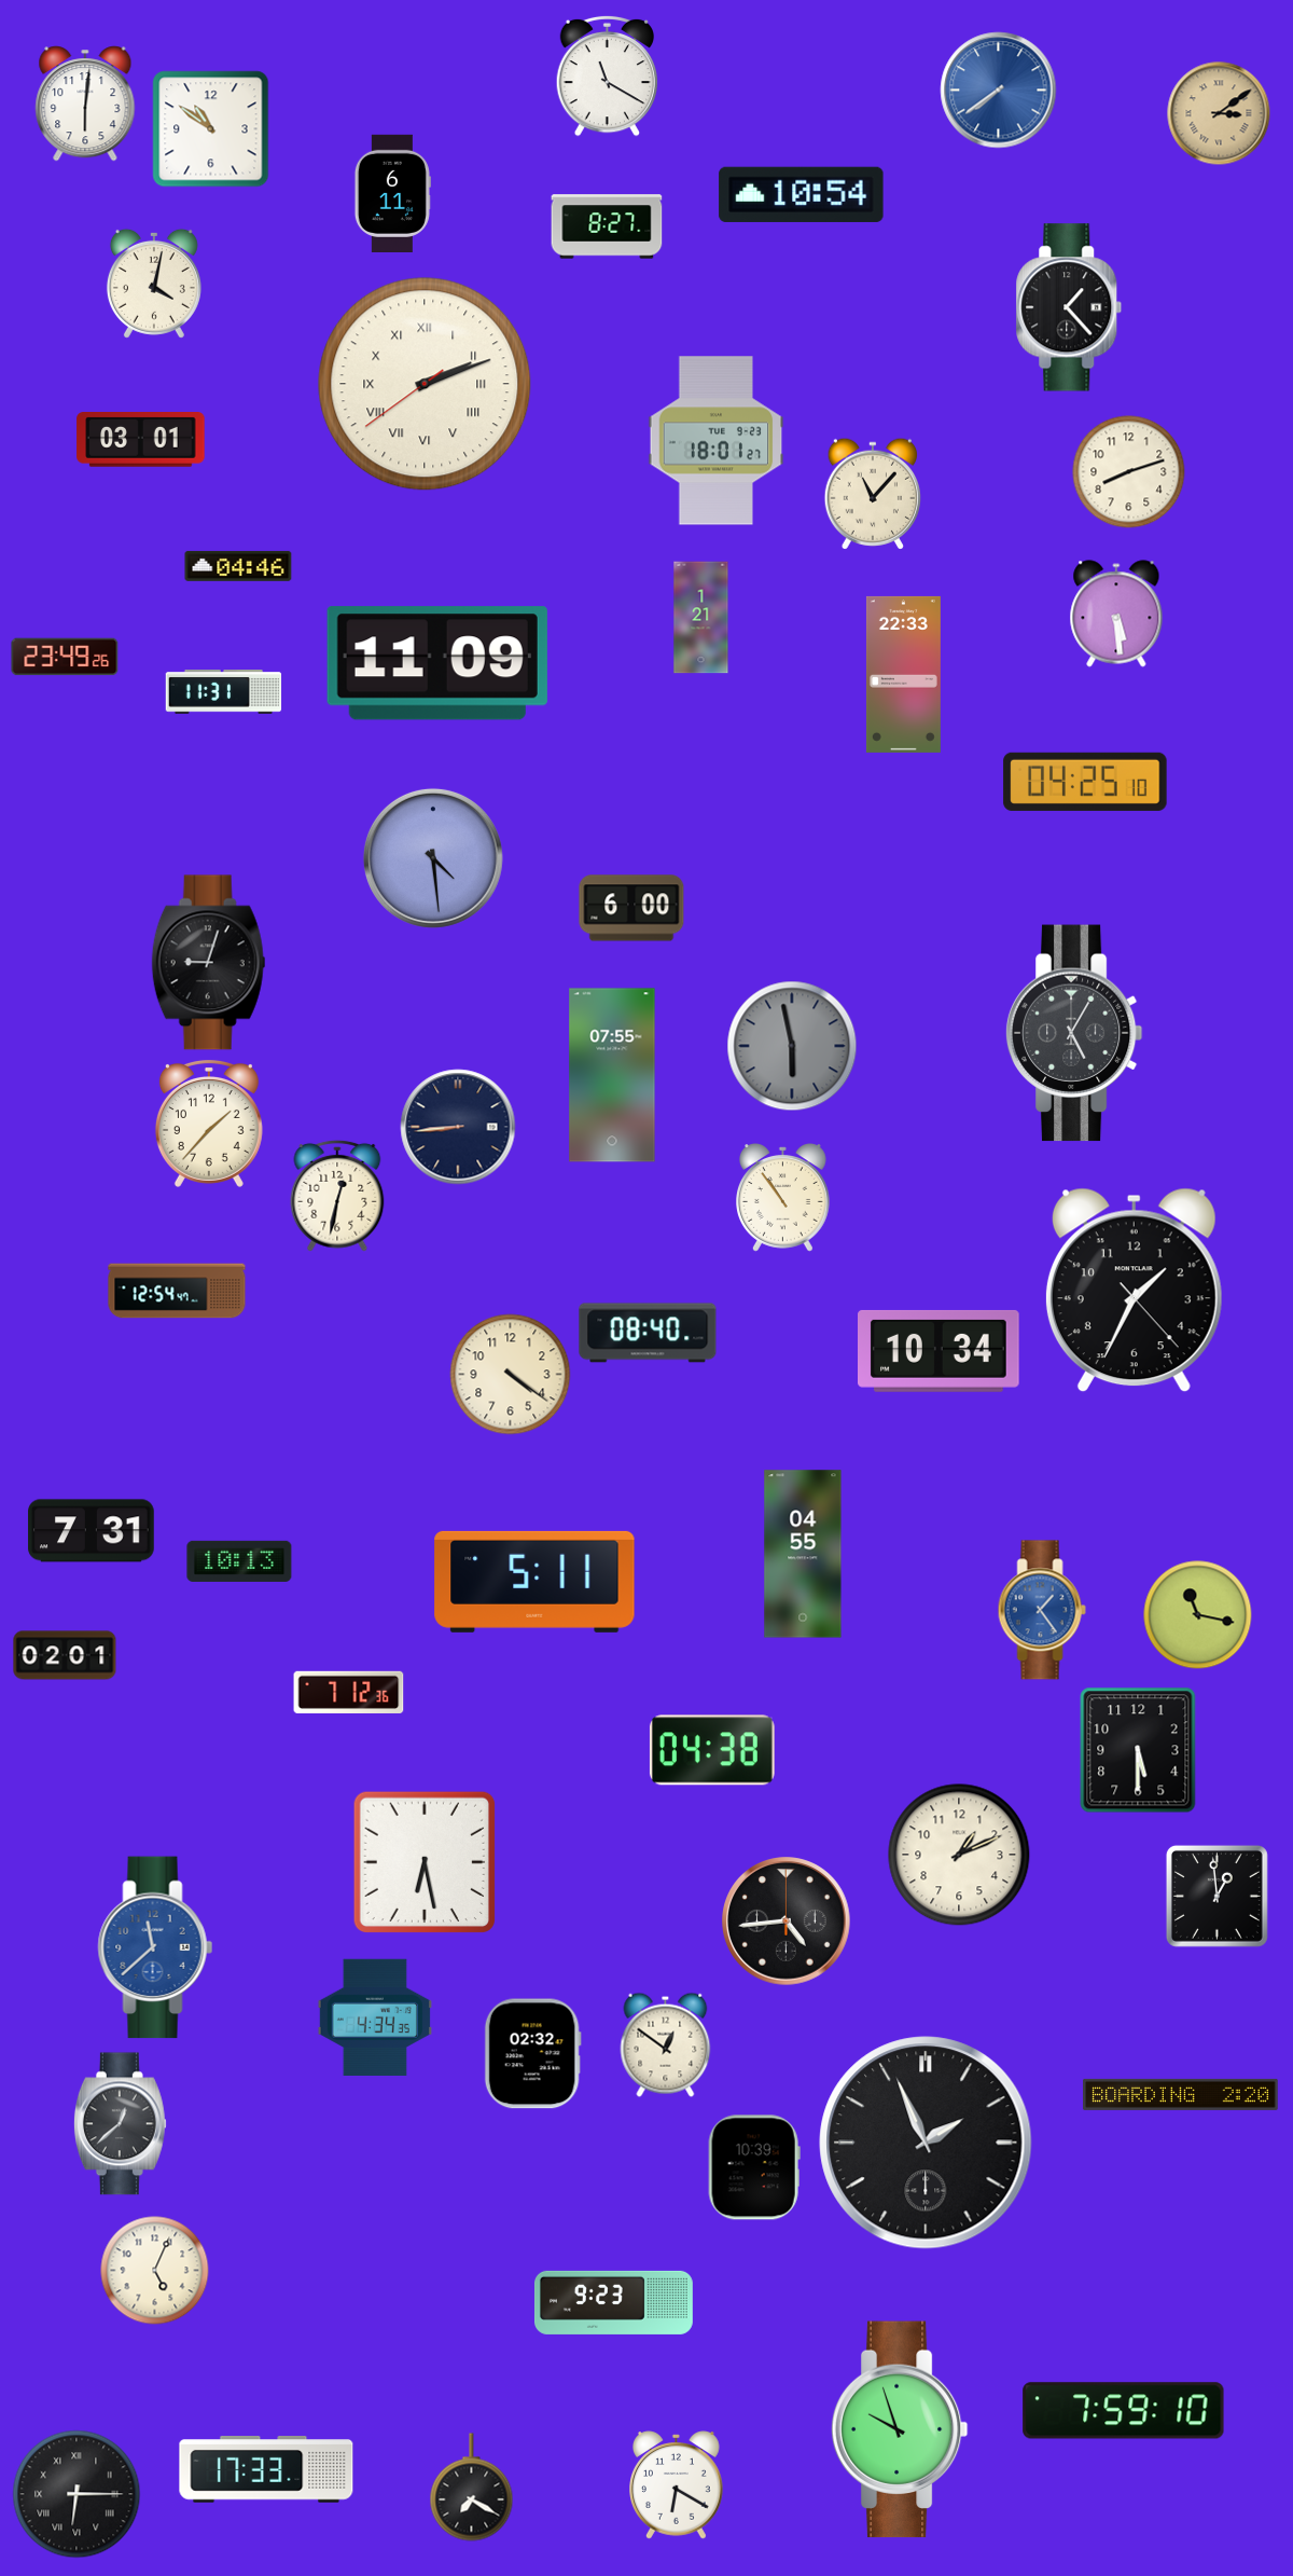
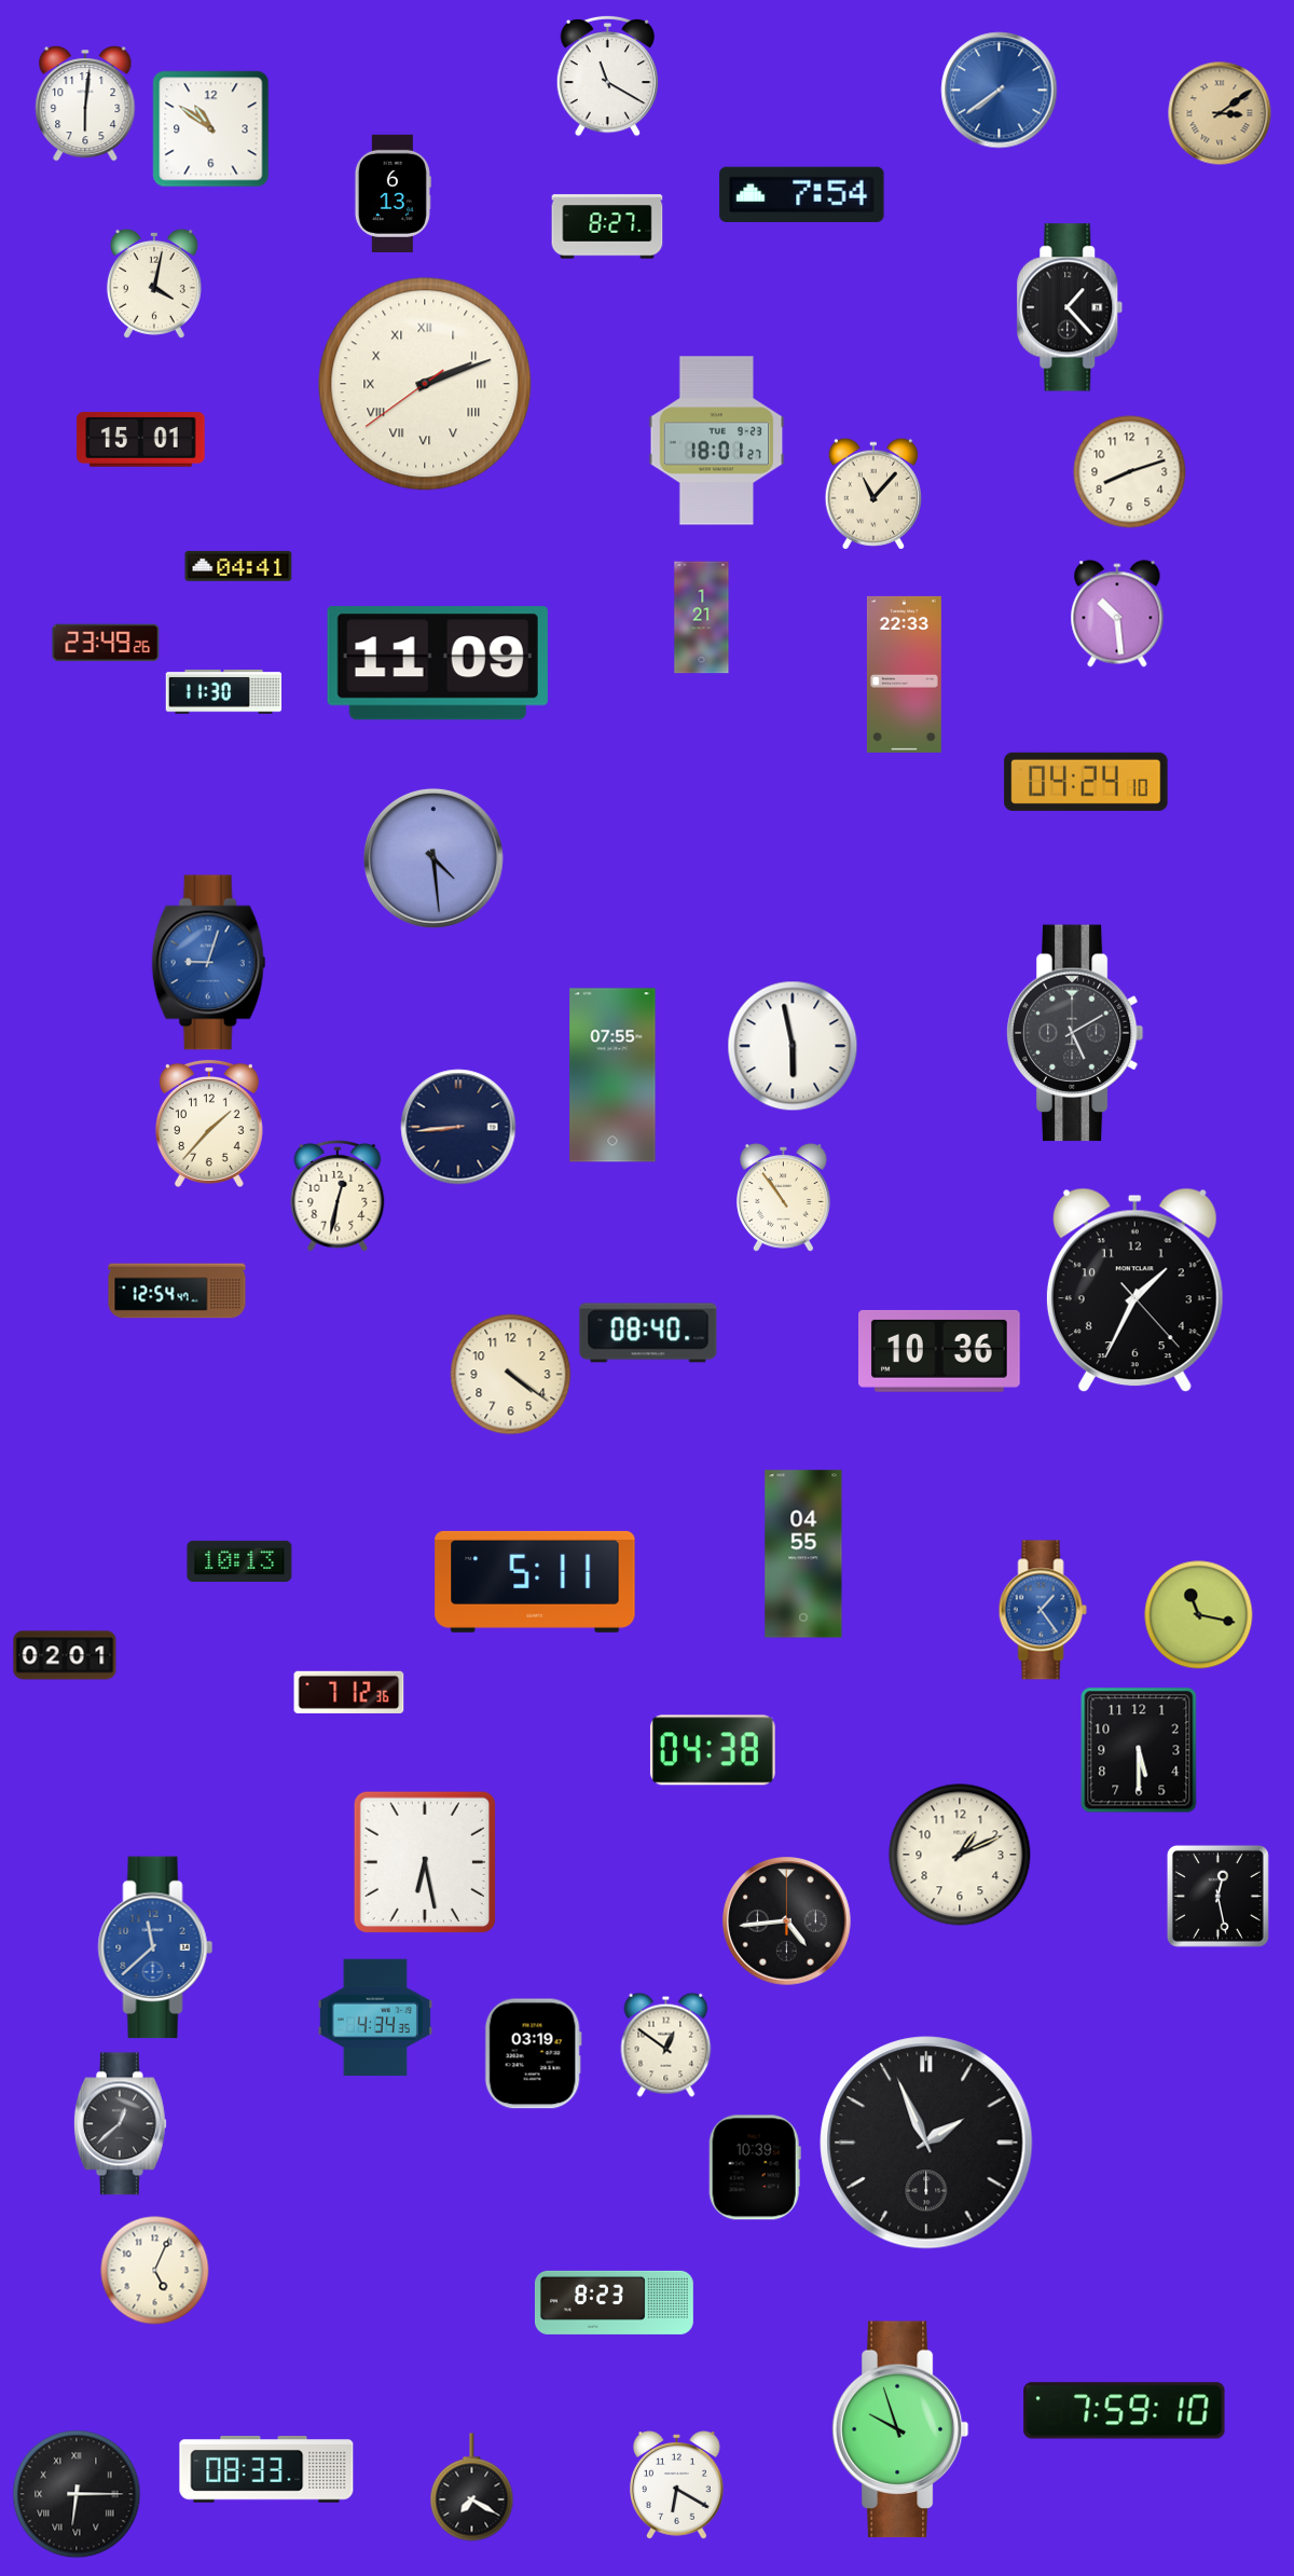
clock at (392, 193): 6:11 -> 6:13
clock at (802, 194): 10:54 -> 7:54
clock at (141, 440): 03:01 -> 15:01
clock at (238, 566): 04:46 -> 04:41
clock at (1116, 614): 5:29 -> 10:29
clock at (65, 657) position: (65, 657) -> (106, 643)
clock at (224, 692): 11:31 -> 11:30
clock at (1085, 782): 04:25 -> 04:24
clock at (631, 908): 6:00 -> none
clock at (209, 963) dial: black -> blue
clock at (1074, 1033): 5:05 -> 5:10
clock at (792, 1046) dial: grey -> white
clock at (940, 1351): 10:34 -> 10:36
clock at (92, 1531): 7:31 -> none
clock at (1216, 1896): 12:59 -> 12:28
clock at (532, 2054): 02:32 -> 03:19
clock at (1181, 2094): 2:20 -> none
clock at (613, 2302): 9:23 -> 8:23
clock at (266, 2469): 17:33 -> 08:33
